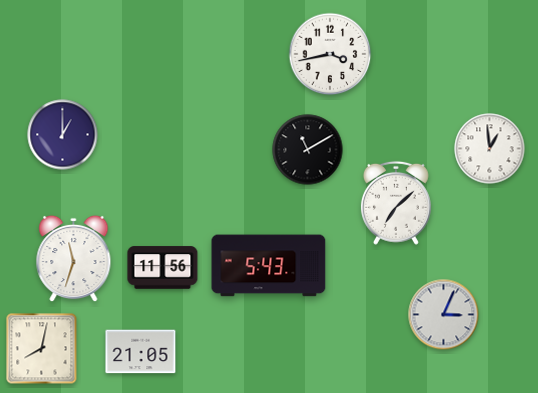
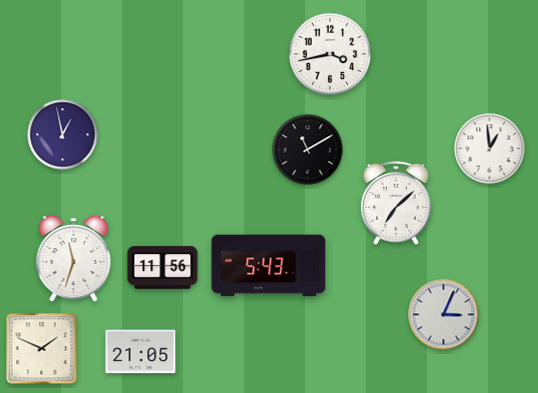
clock at (63, 135): 1:00 -> 12:58
clock at (42, 349): 8:02 -> 1:49
